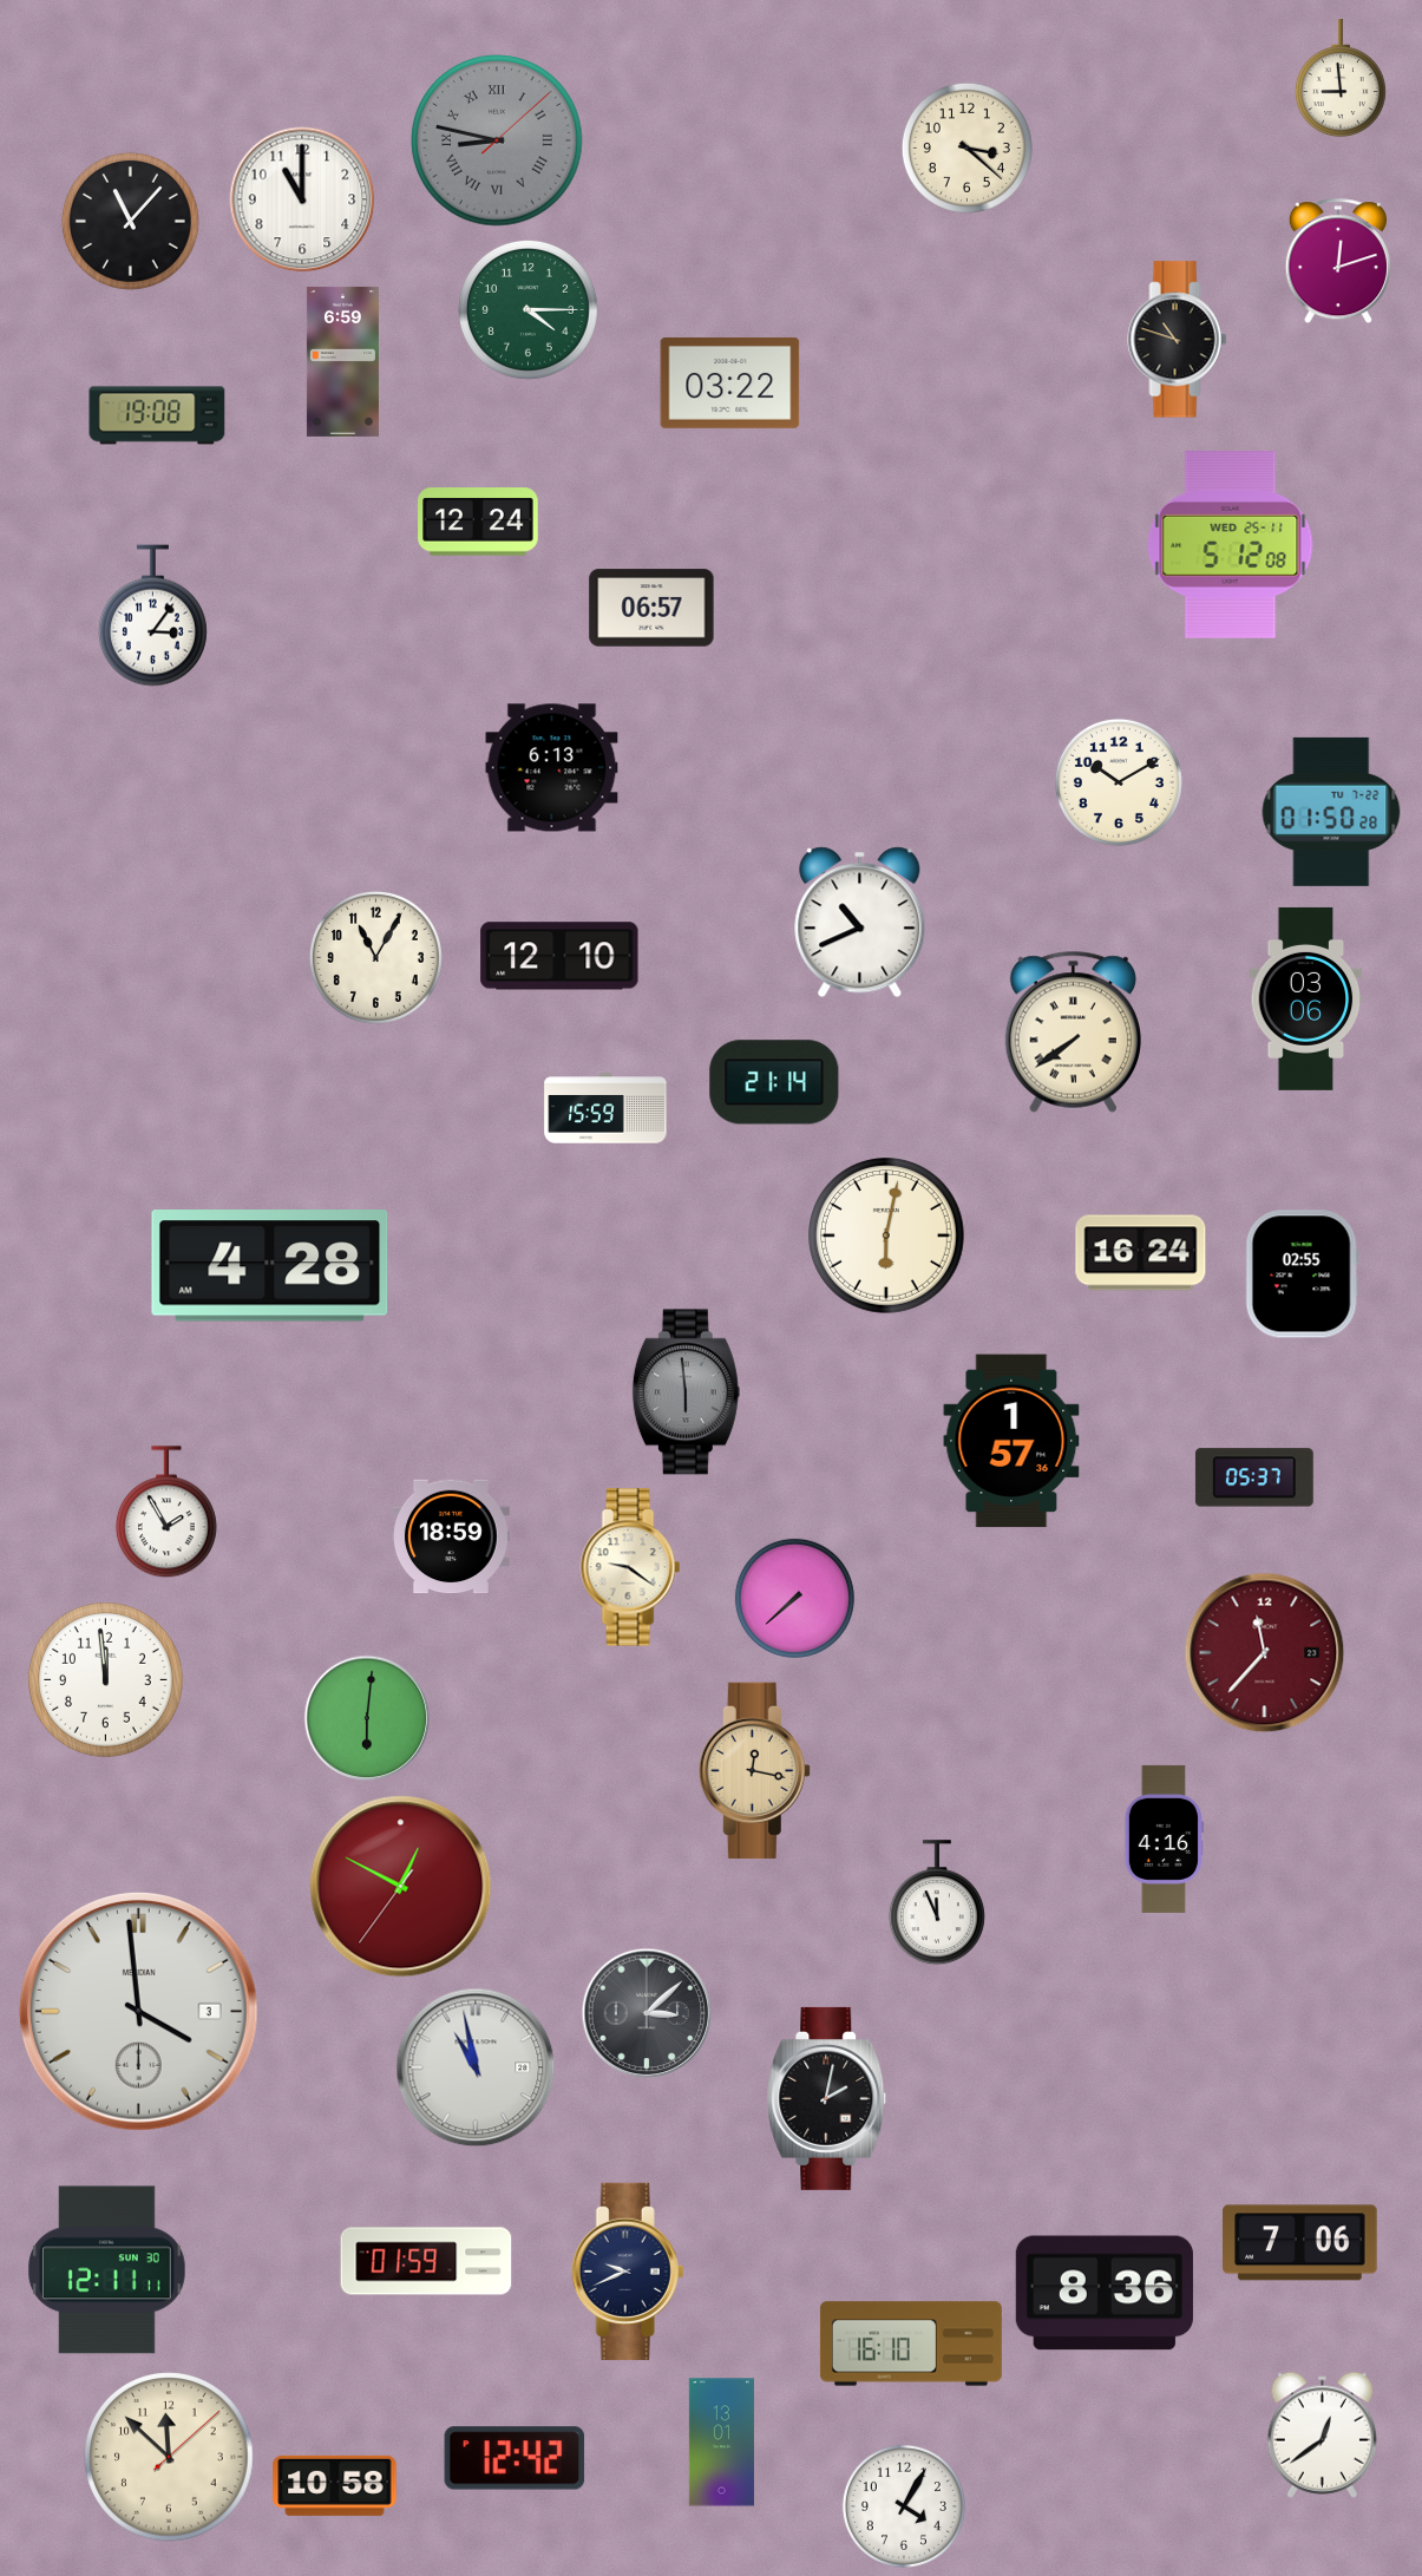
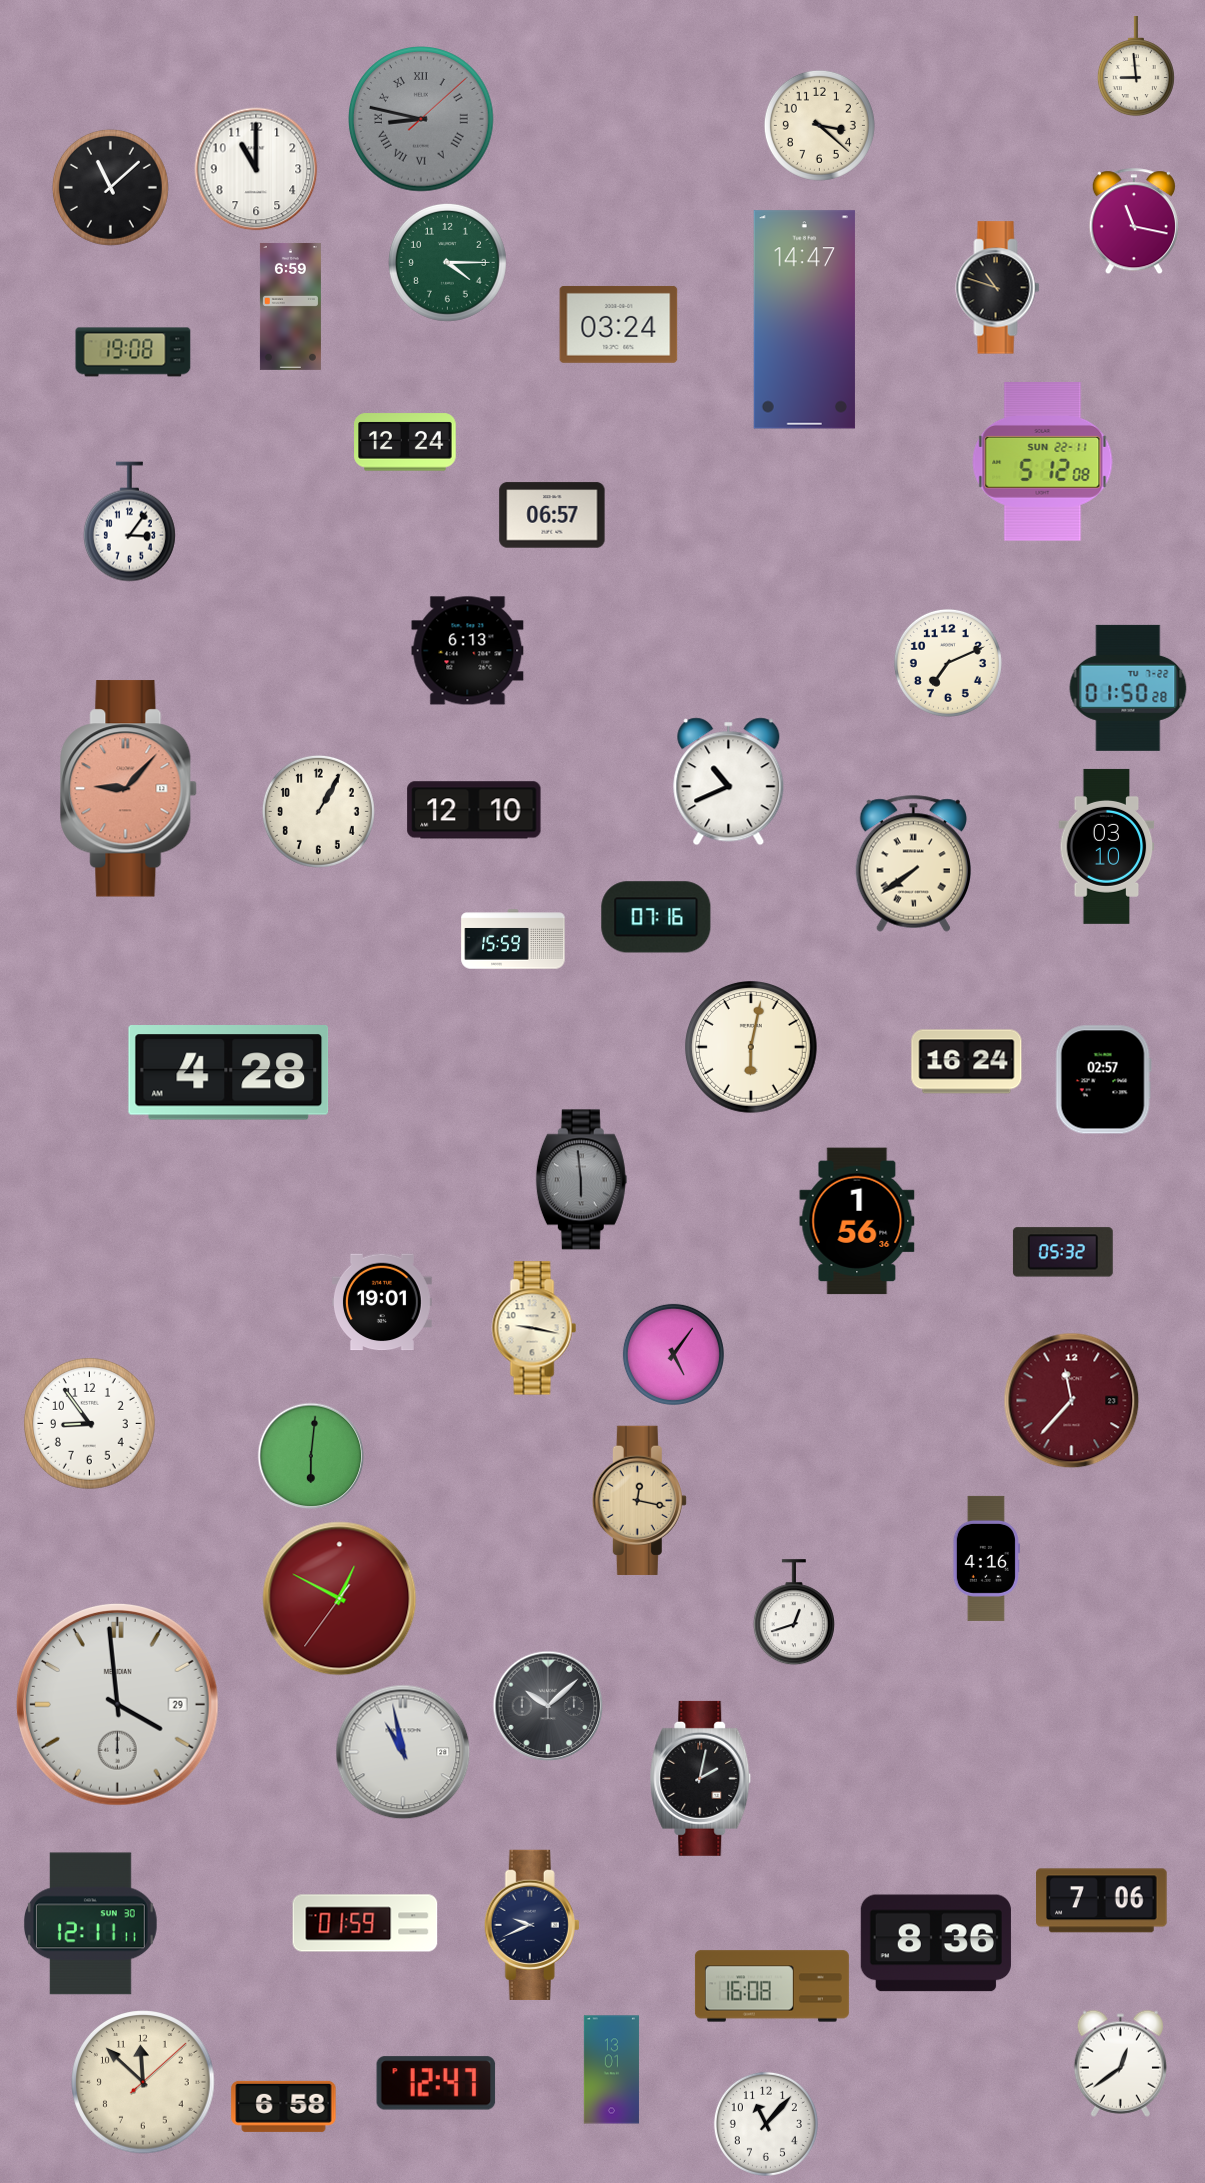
clock at (130, 221): 11:07 -> 11:08
clock at (1338, 262): 12:12 -> 11:17
clock at (804, 320): none -> 14:47
clock at (730, 382): 03:22 -> 03:24
clock at (1231, 545) date: WED 25-11 -> SUN 22-11
clock at (1119, 782): 10:10 -> 7:11
clock at (129, 789): none -> 9:07
clock at (375, 957): 11:05 -> 1:05
clock at (1306, 998): 03:06 -> 03:10
clock at (1073, 1031) position: (1073, 1031) -> (913, 863)
clock at (774, 1082): 21:14 -> 07:16
clock at (1302, 1274): 02:55 -> 02:57
clock at (1011, 1441): 1:57 -> 1:56
clock at (1254, 1477): 05:37 -> 05:32
clock at (166, 1513): 1:55 -> none
clock at (451, 1536): 18:59 -> 19:01
clock at (630, 1567): 9:21 -> 9:17
clock at (794, 1598): 7:38 -> 5:06
clock at (106, 1680): 11:59 -> 8:54
clock at (937, 1903): 11:56 -> 12:42
clock at (138, 2011) date: 3 -> 29
clock at (647, 2013): 3:08 -> 10:08
clock at (426, 2261) position: (426, 2261) -> (365, 1923)
clock at (911, 2344): 16:10 -> 16:08
clock at (515, 2458): 12:42 -> 12:47
clock at (335, 2485): 10:58 -> 6:58
clock at (904, 2506): 4:05 -> 11:07
